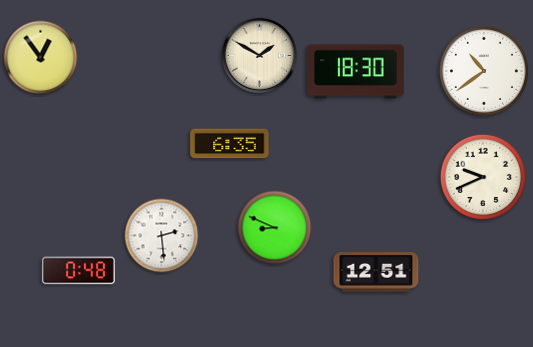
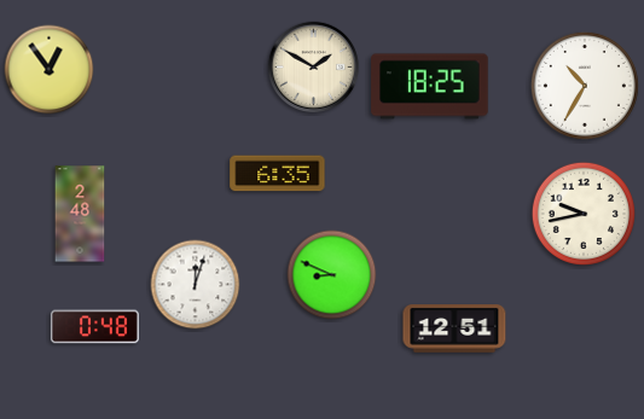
clock at (484, 71): 10:39 -> 10:35
clock at (356, 72): 18:30 -> 18:25
clock at (80, 214): none -> 2:48
clock at (483, 177): 9:41 -> 9:43
clock at (162, 236): 2:29 -> 12:03
